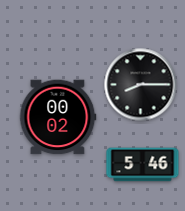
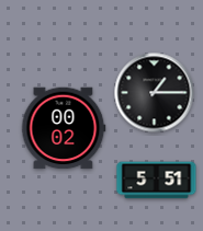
clock at (141, 85): 8:15 -> 1:15
clock at (143, 165): 5:46 -> 5:51
